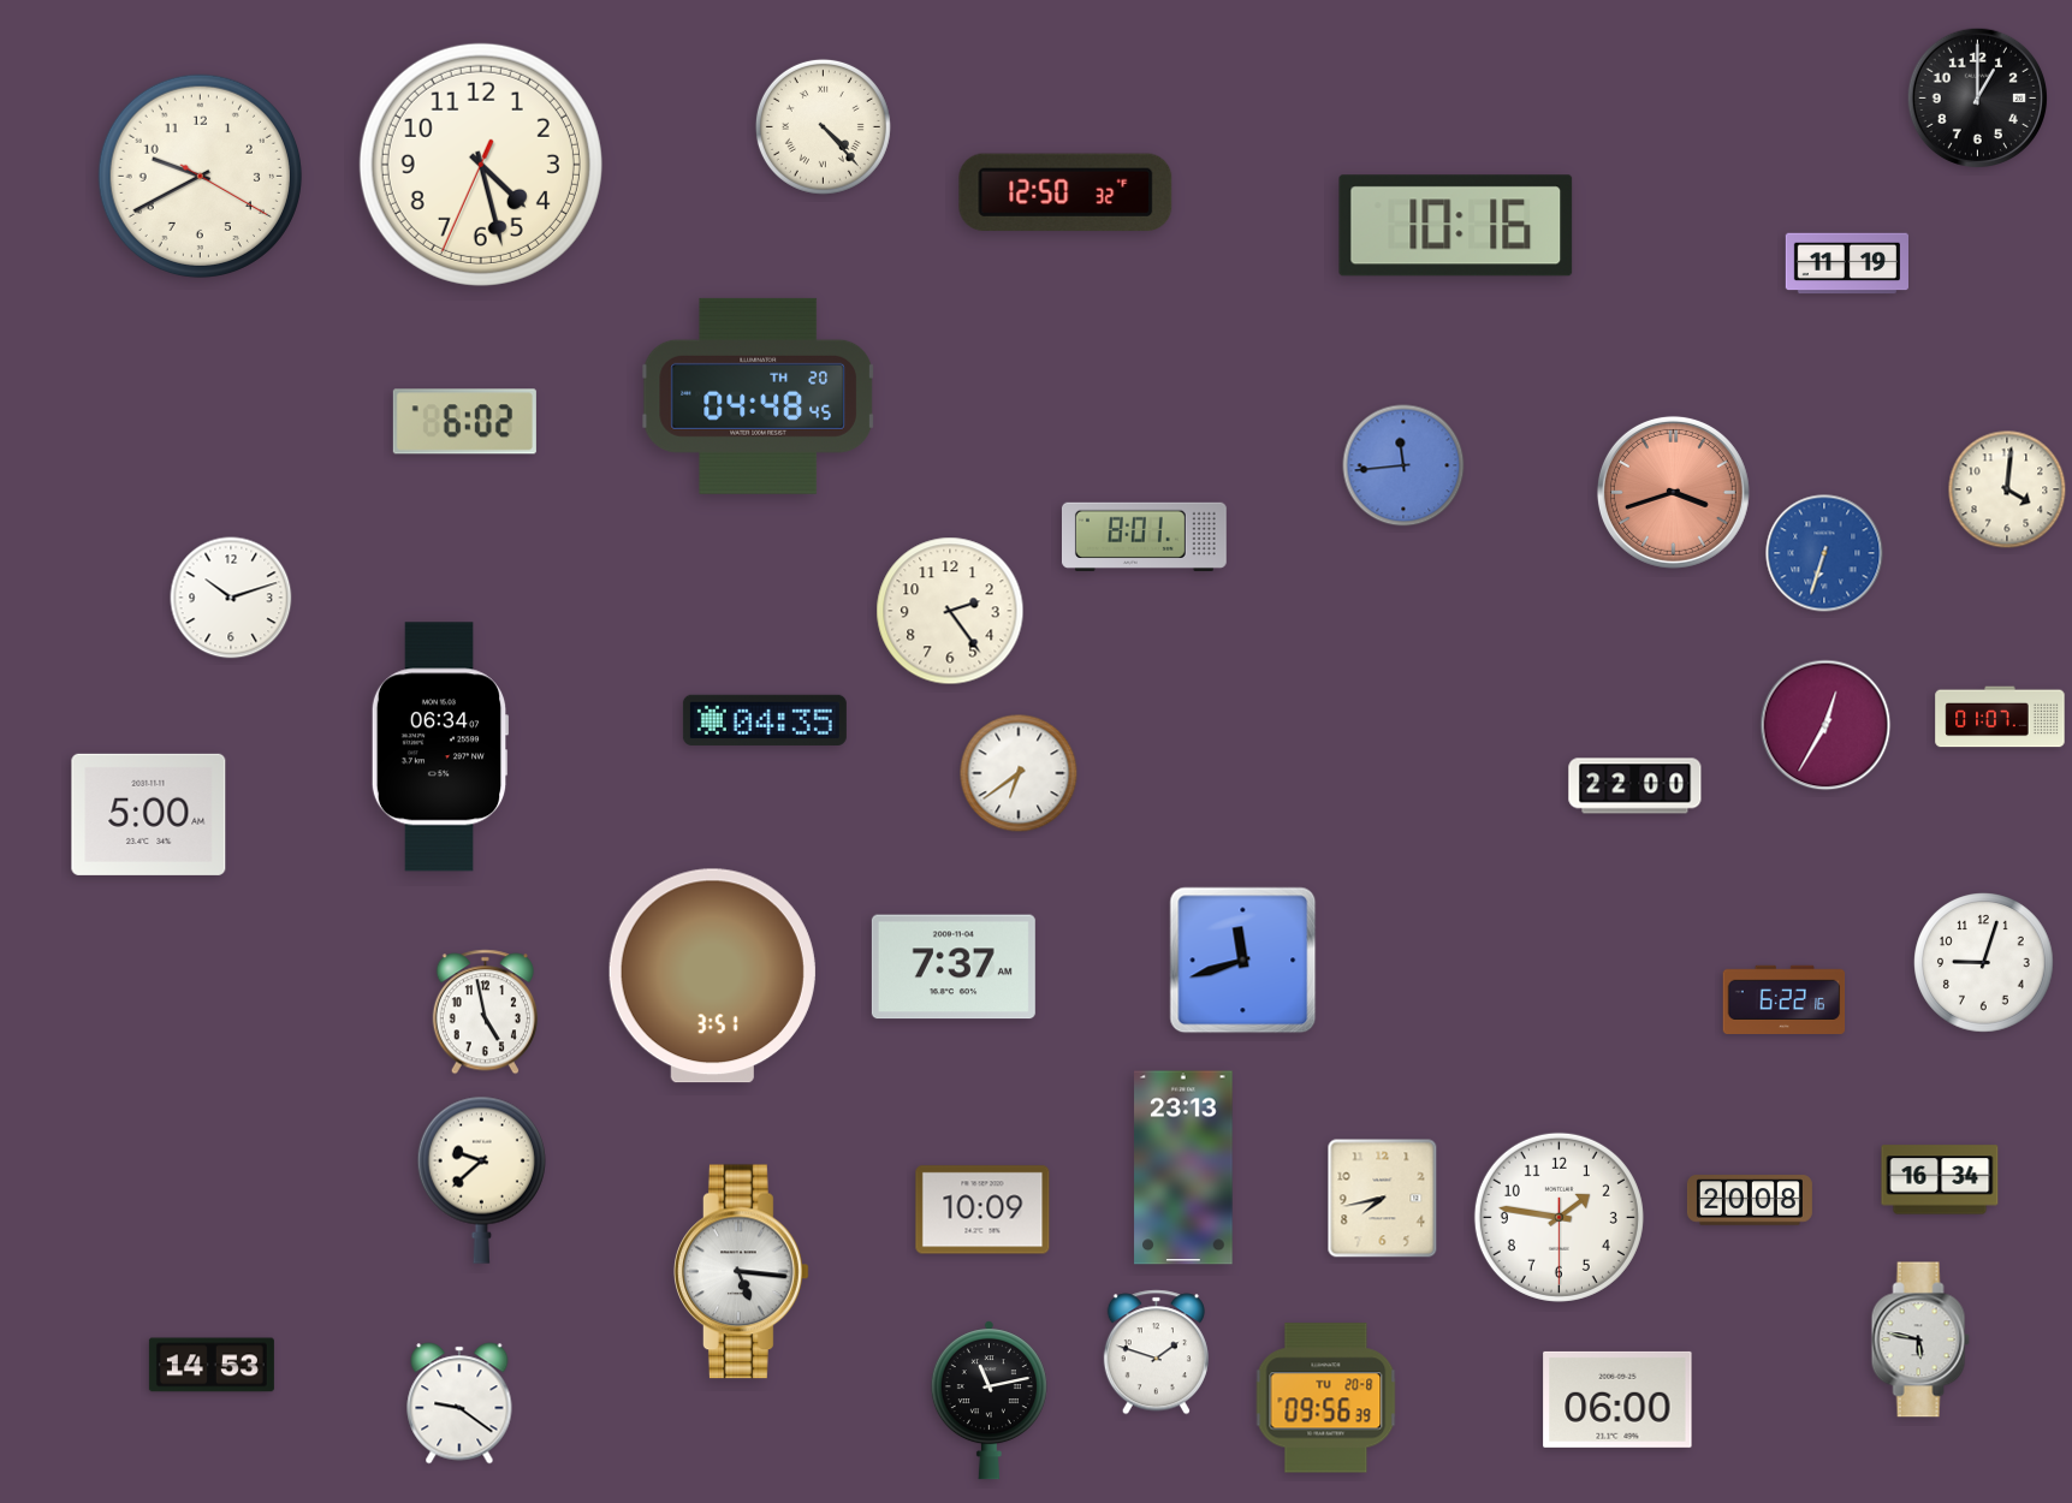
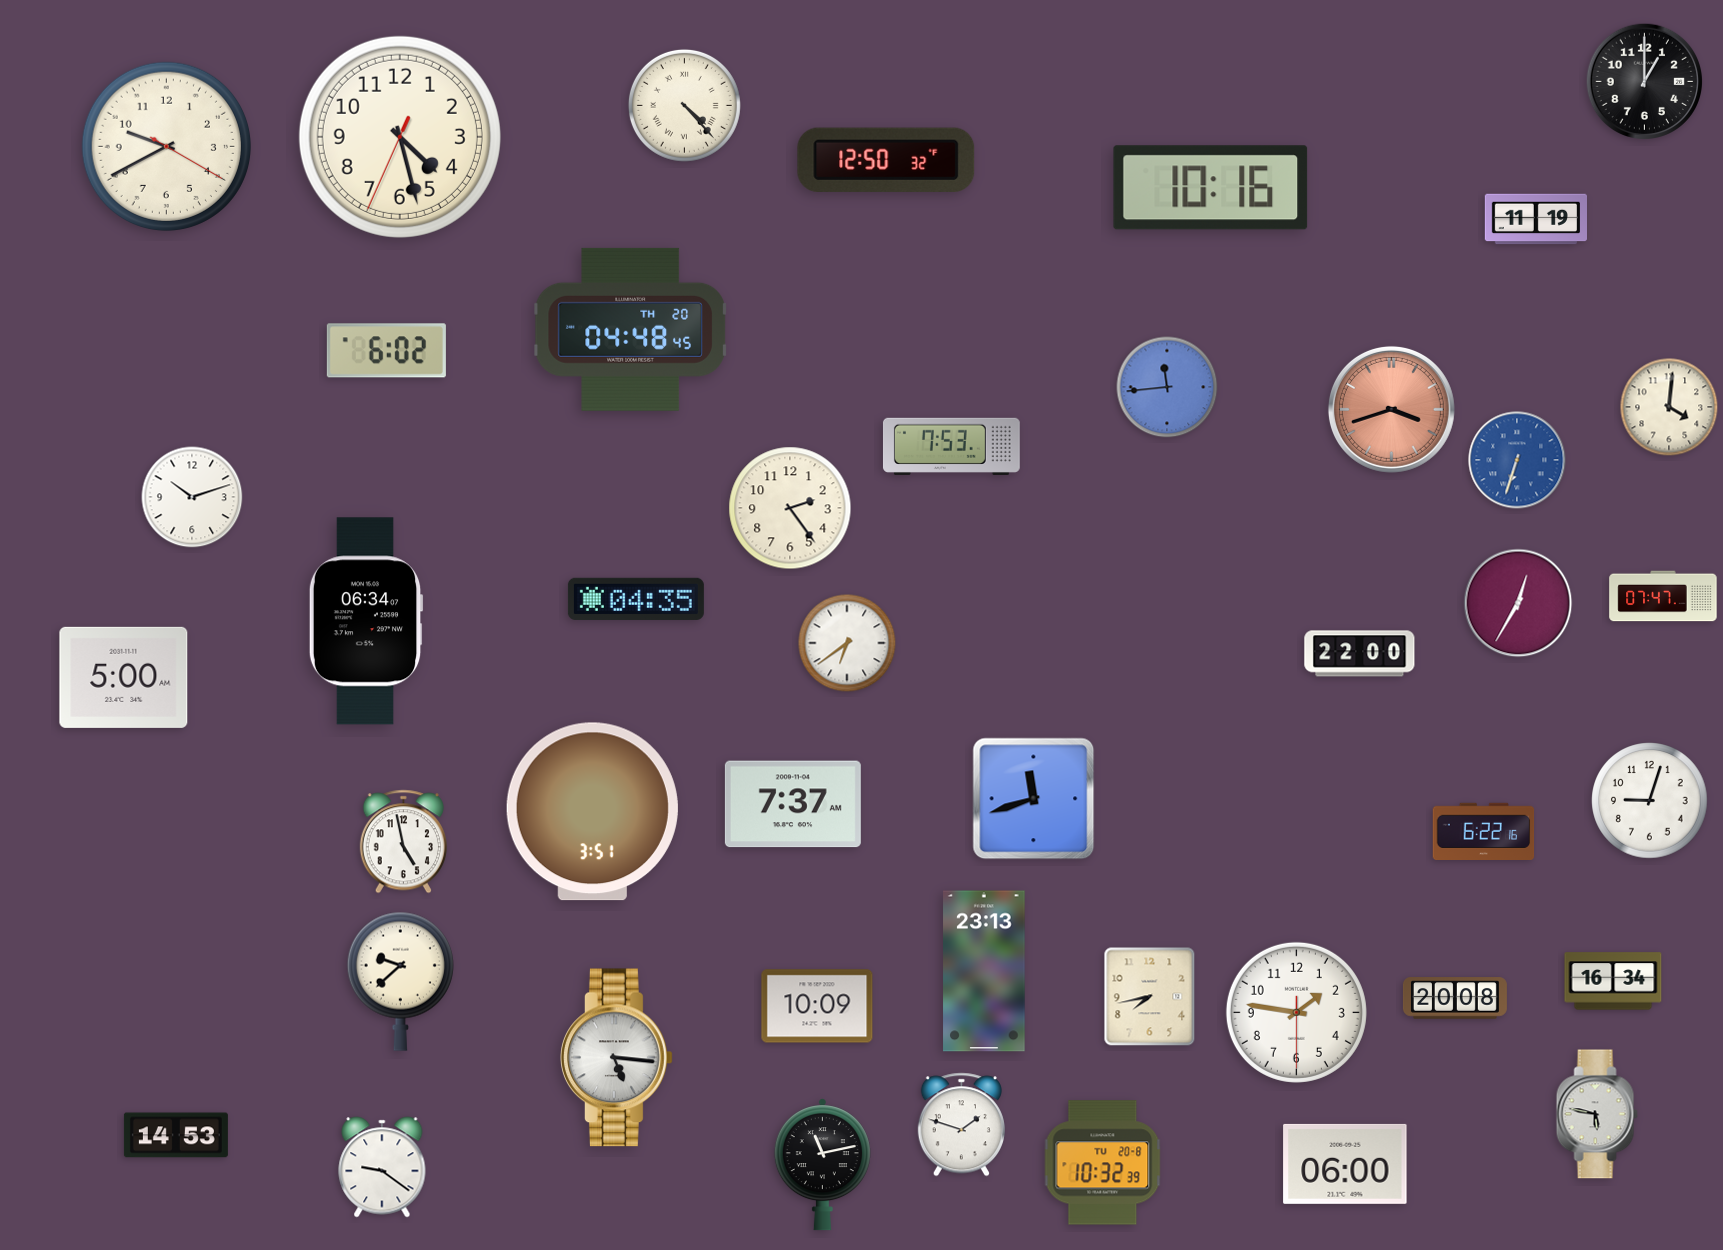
clock at (1144, 536): 8:01 -> 7:53
clock at (2000, 717): 01:07 -> 07:47
clock at (1326, 1398): 09:56 -> 10:32
